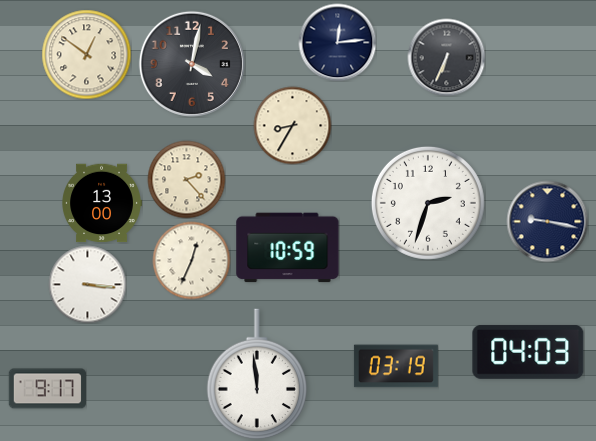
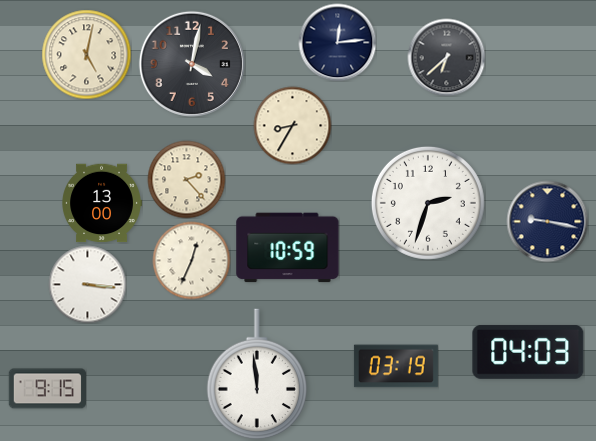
clock at (86, 54): 12:51 -> 5:02
clock at (446, 57): 6:34 -> 6:38
clock at (47, 389): 9:17 -> 9:15
